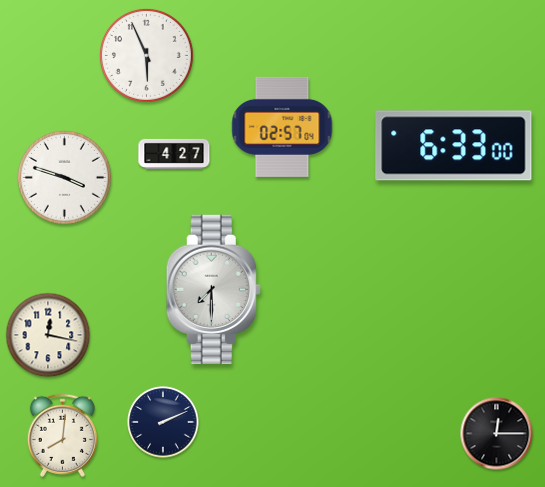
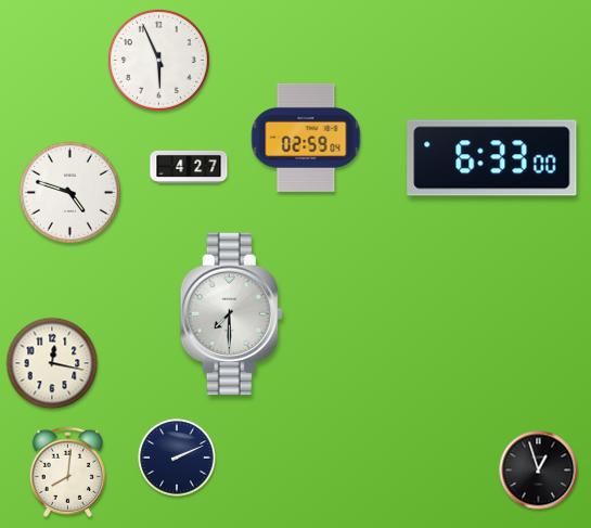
clock at (282, 127): 02:57 -> 02:59
clock at (64, 177): 3:48 -> 4:48
clock at (497, 434): 12:15 -> 12:57
